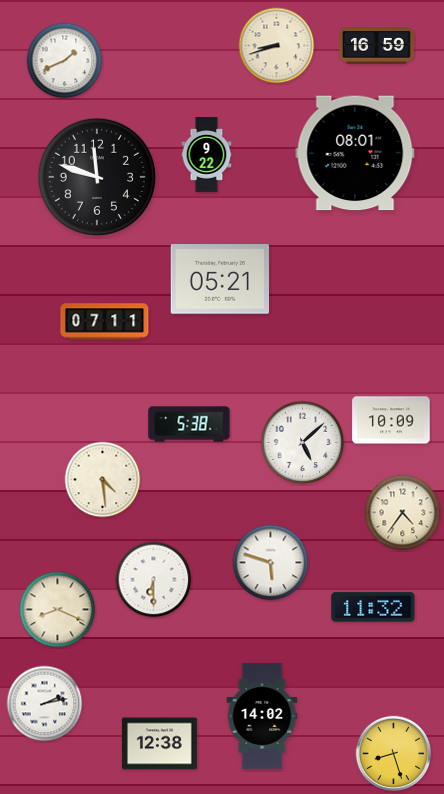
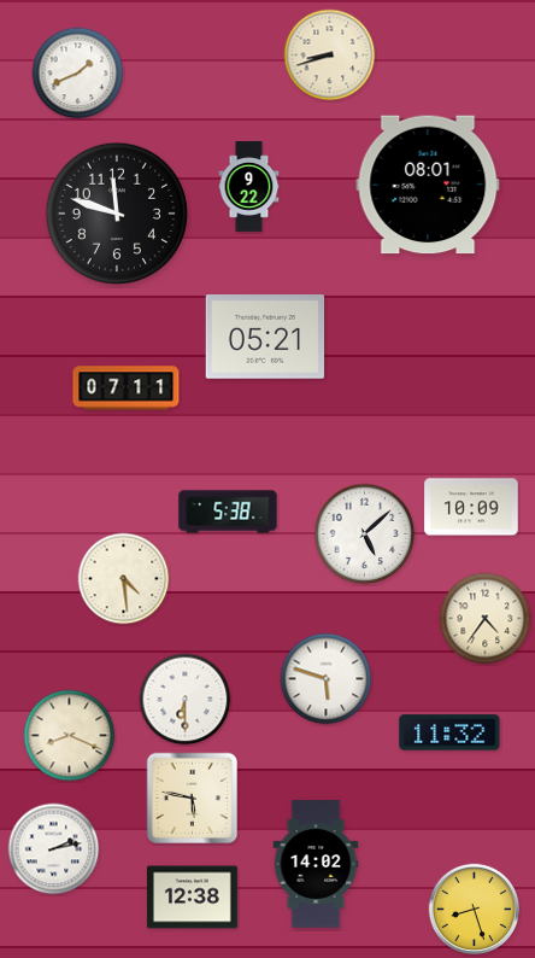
clock at (277, 46) position: (277, 46) -> (330, 56)
clock at (377, 46): 16:59 -> none
clock at (193, 799): none -> 5:47
